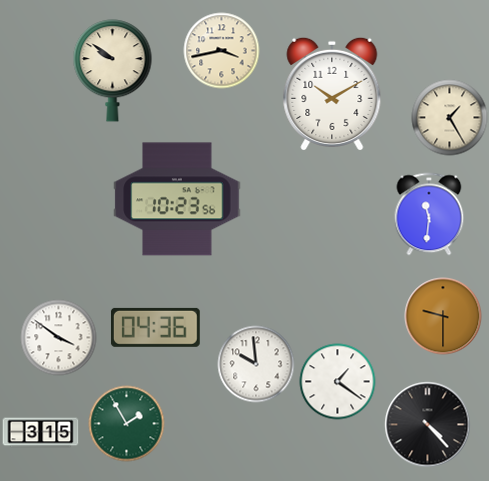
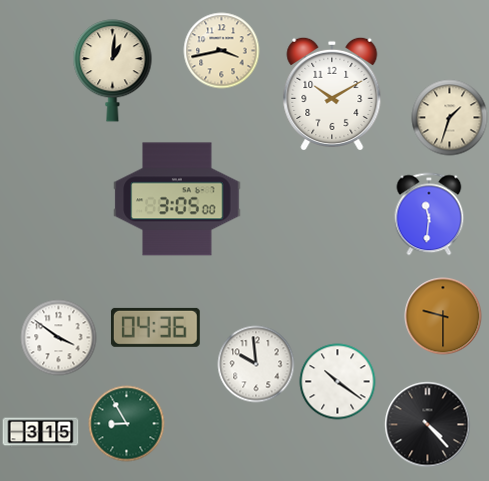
clock at (113, 71): 9:51 -> 1:01
clock at (450, 118): 1:25 -> 1:33
clock at (177, 199): 10:23 -> 3:05
clock at (338, 382): 1:21 -> 10:21
clock at (127, 424): 1:55 -> 8:55
